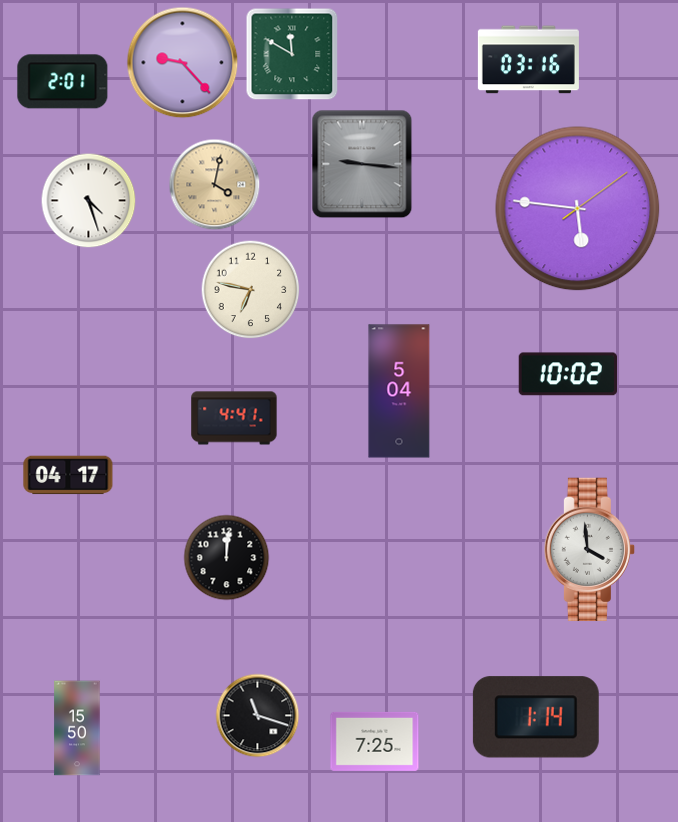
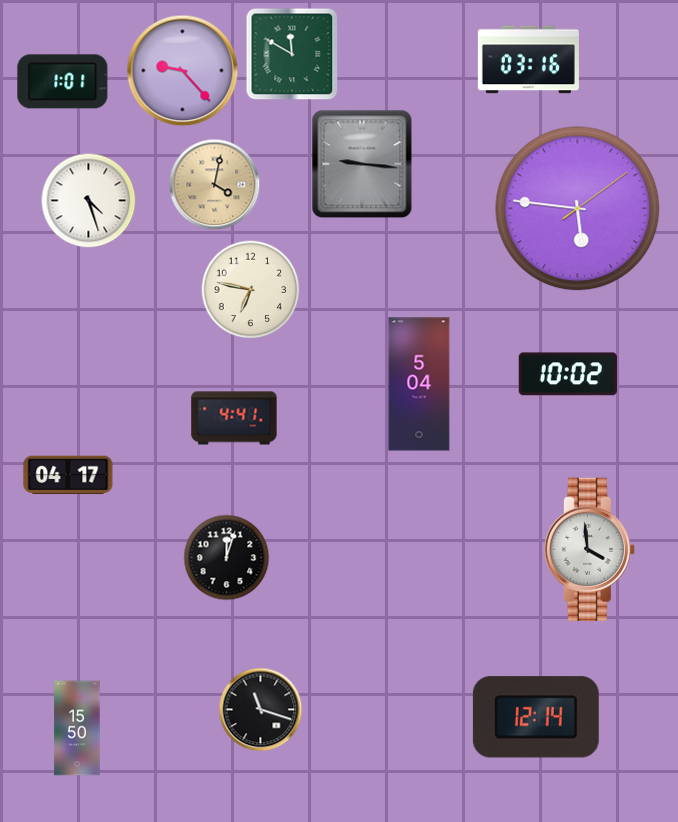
clock at (183, 63) position: (183, 63) -> (183, 71)
clock at (63, 82): 2:01 -> 1:01
clock at (399, 391) position: (399, 391) -> (419, 384)
clock at (227, 558): 12:01 -> 12:03
clock at (258, 716) position: (258, 716) -> (261, 710)
clock at (536, 717): 1:14 -> 12:14
clock at (375, 741): 7:25 -> none
